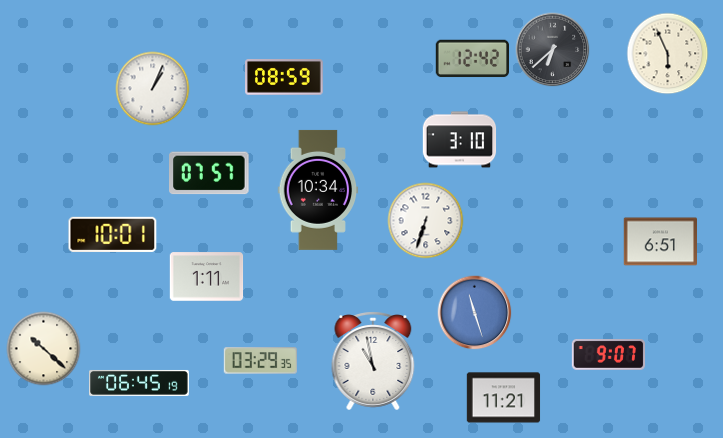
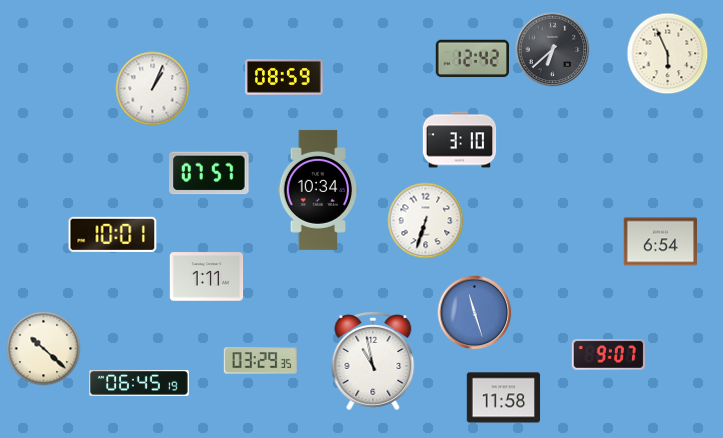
clock at (660, 242): 6:51 -> 6:54
clock at (504, 398): 11:21 -> 11:58
